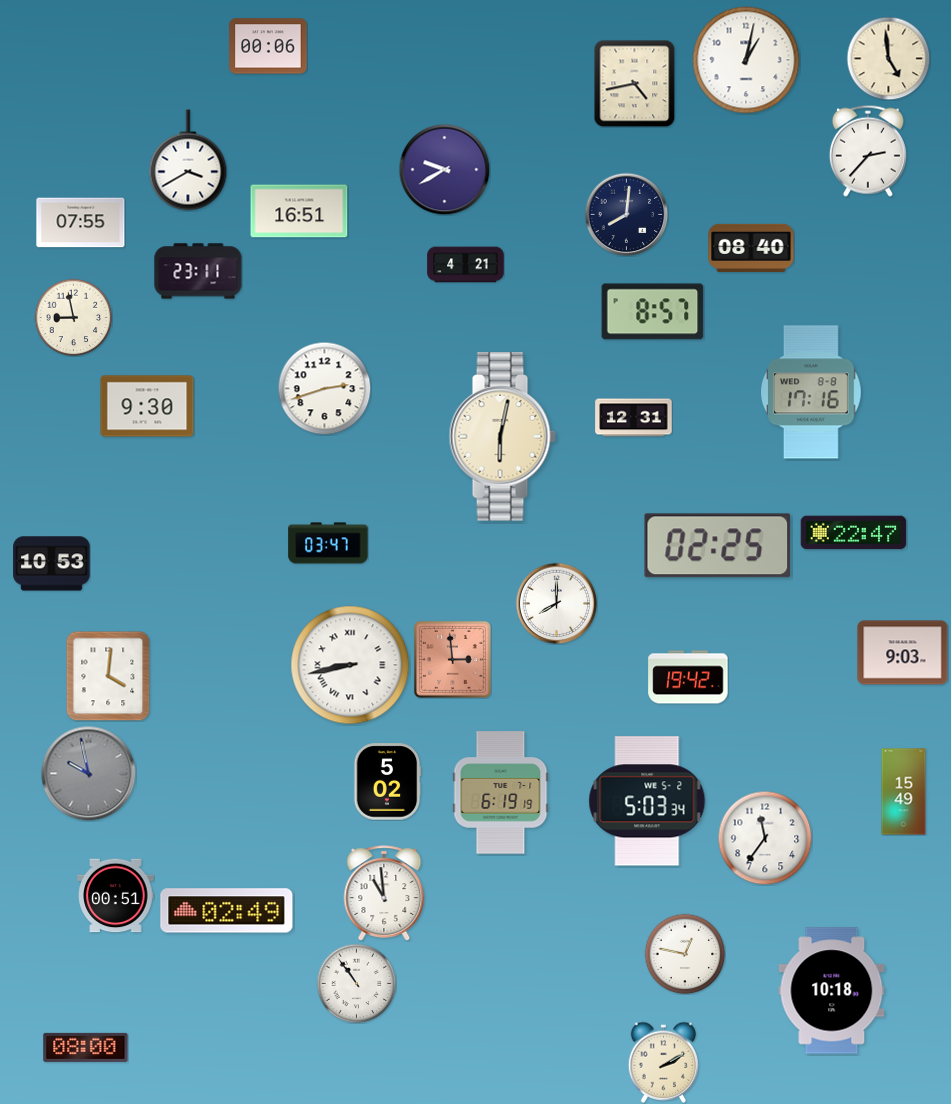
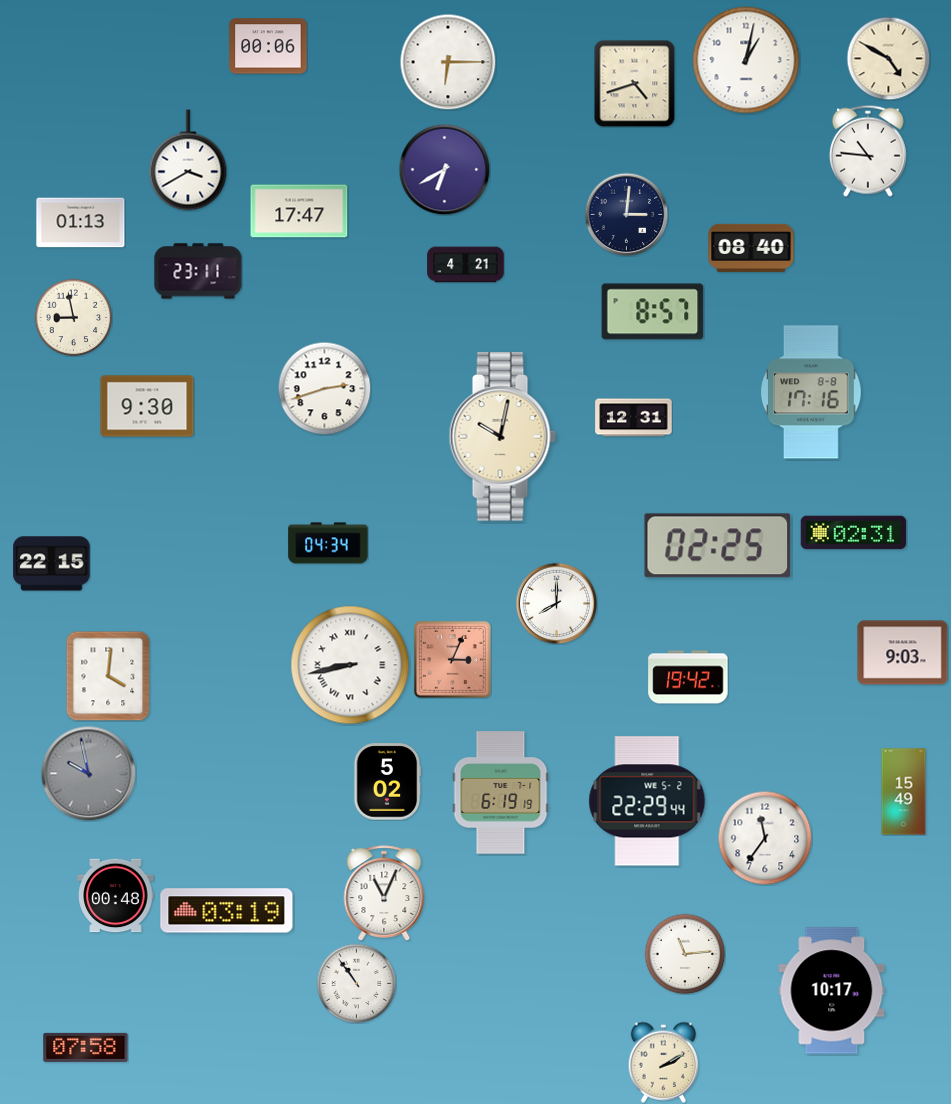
clock at (888, 58): 4:59 -> 4:50
clock at (448, 62): none -> 6:15
clock at (635, 83): 4:43 -> 4:42
clock at (868, 151): 2:37 -> 10:46
clock at (444, 169): 9:40 -> 6:40
clock at (299, 211): 16:51 -> 17:47
clock at (626, 214): 8:01 -> 3:01
clock at (81, 223): 07:55 -> 01:13
clock at (502, 437): 6:02 -> 10:02
clock at (854, 533): 22:47 -> 02:31
clock at (328, 543): 03:47 -> 04:34
clock at (52, 564): 10:53 -> 22:15
clock at (452, 659): 2:59 -> 3:04
clock at (647, 801): 5:03 -> 22:29
clock at (384, 893): 10:59 -> 11:04
clock at (116, 896): 00:51 -> 00:48
clock at (227, 911): 02:49 -> 03:19
clock at (685, 954): 12:47 -> 11:14
clock at (832, 991): 10:18 -> 10:17
clock at (86, 1047): 08:00 -> 07:58
